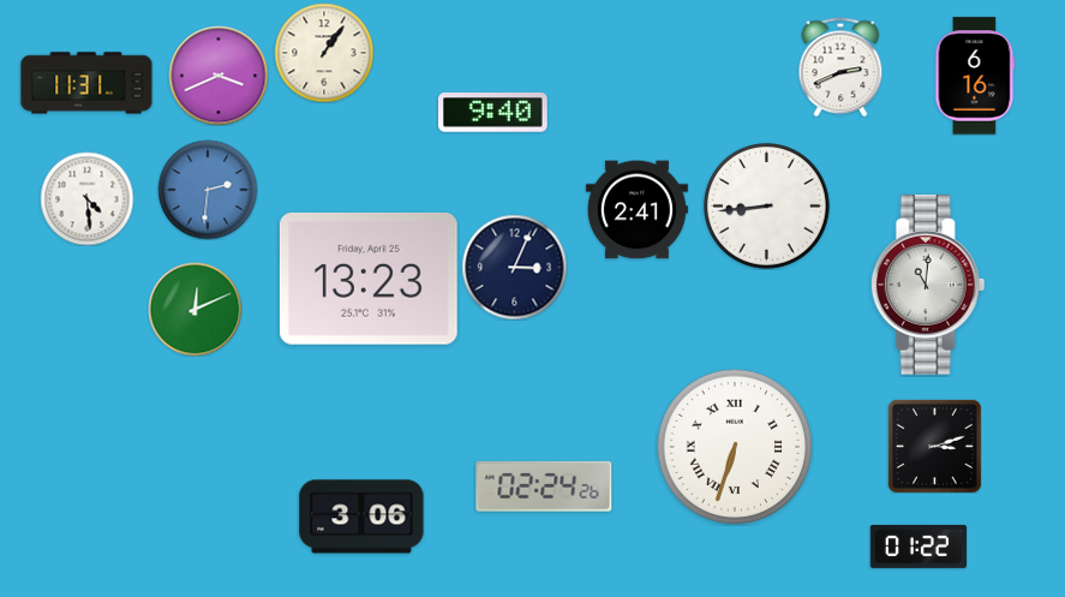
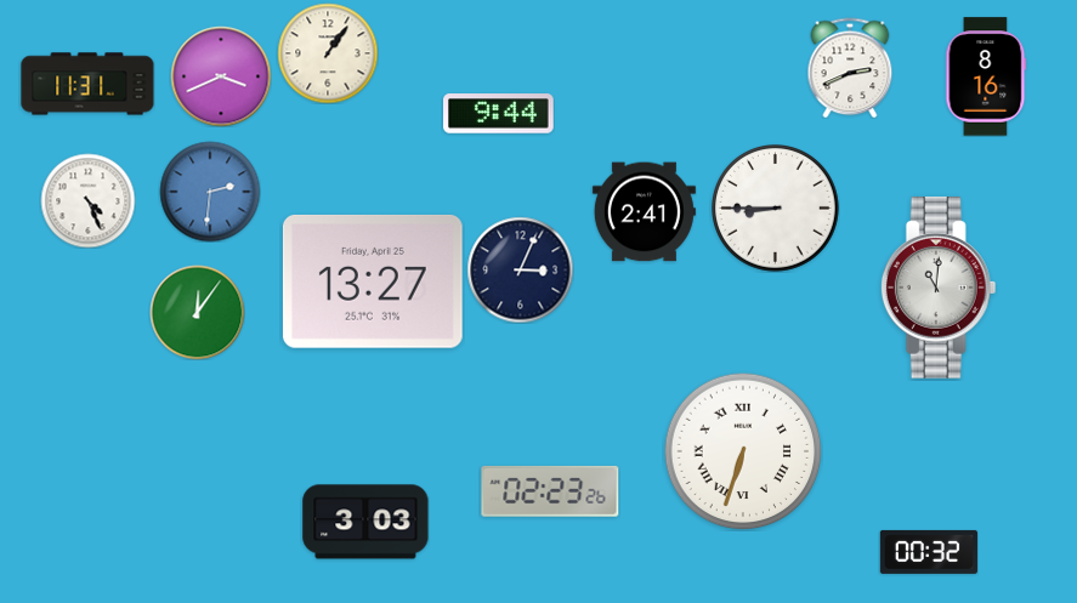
clock at (975, 76): 6:16 -> 8:16
clock at (493, 113): 9:40 -> 9:44
clock at (86, 198): 4:29 -> 4:26
clock at (767, 207): 8:44 -> 8:45
clock at (369, 279): 13:23 -> 13:27
clock at (195, 309): 12:11 -> 12:06
clock at (934, 446): 3:12 -> none
clock at (544, 486): 02:24 -> 02:23
clock at (361, 517): 3:06 -> 3:03
clock at (919, 547): 01:22 -> 00:32
